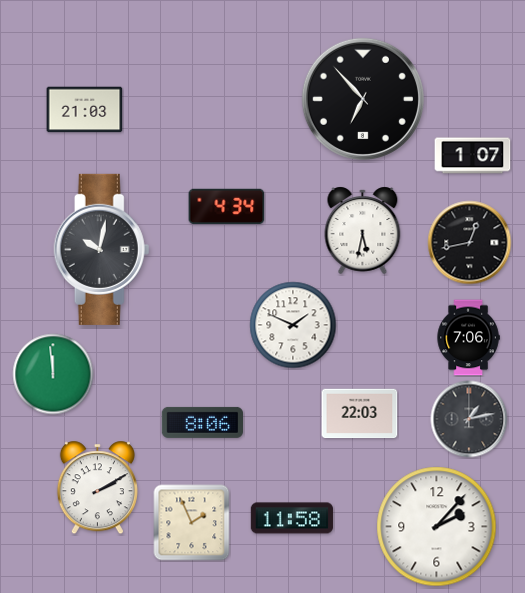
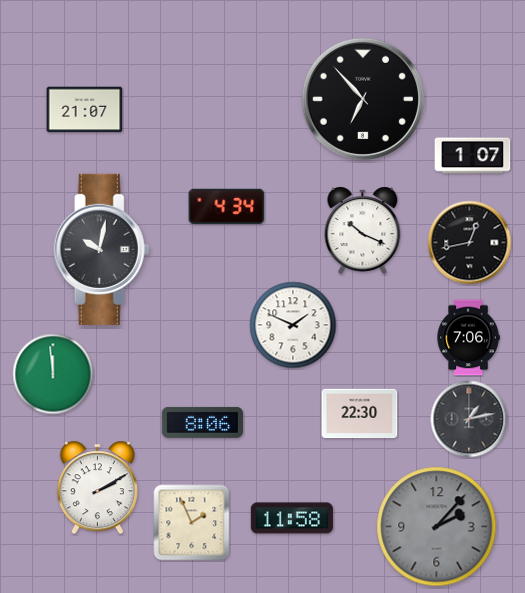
clock at (85, 110): 21:03 -> 21:07
clock at (363, 230): 5:32 -> 10:19
clock at (360, 414): 22:03 -> 22:30
clock at (437, 527) dial: white -> grey
